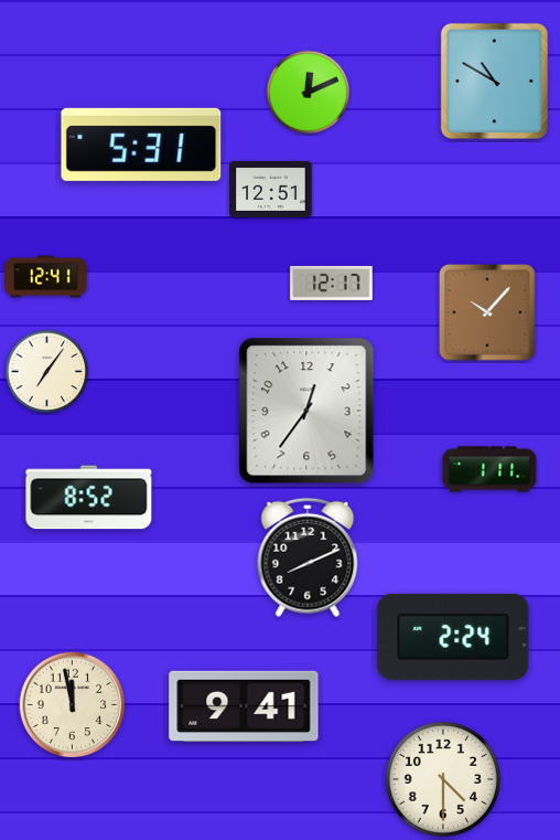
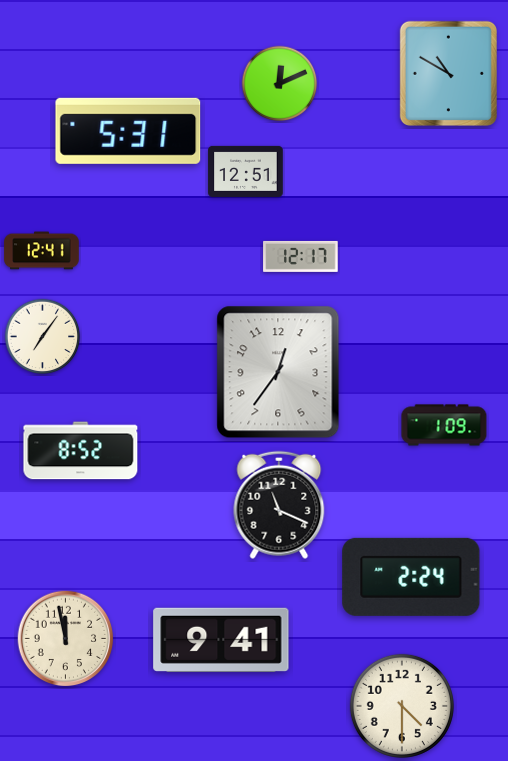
clock at (487, 312): 10:07 -> none
clock at (489, 469): 1:11 -> 1:09
clock at (308, 557): 8:11 -> 11:19
